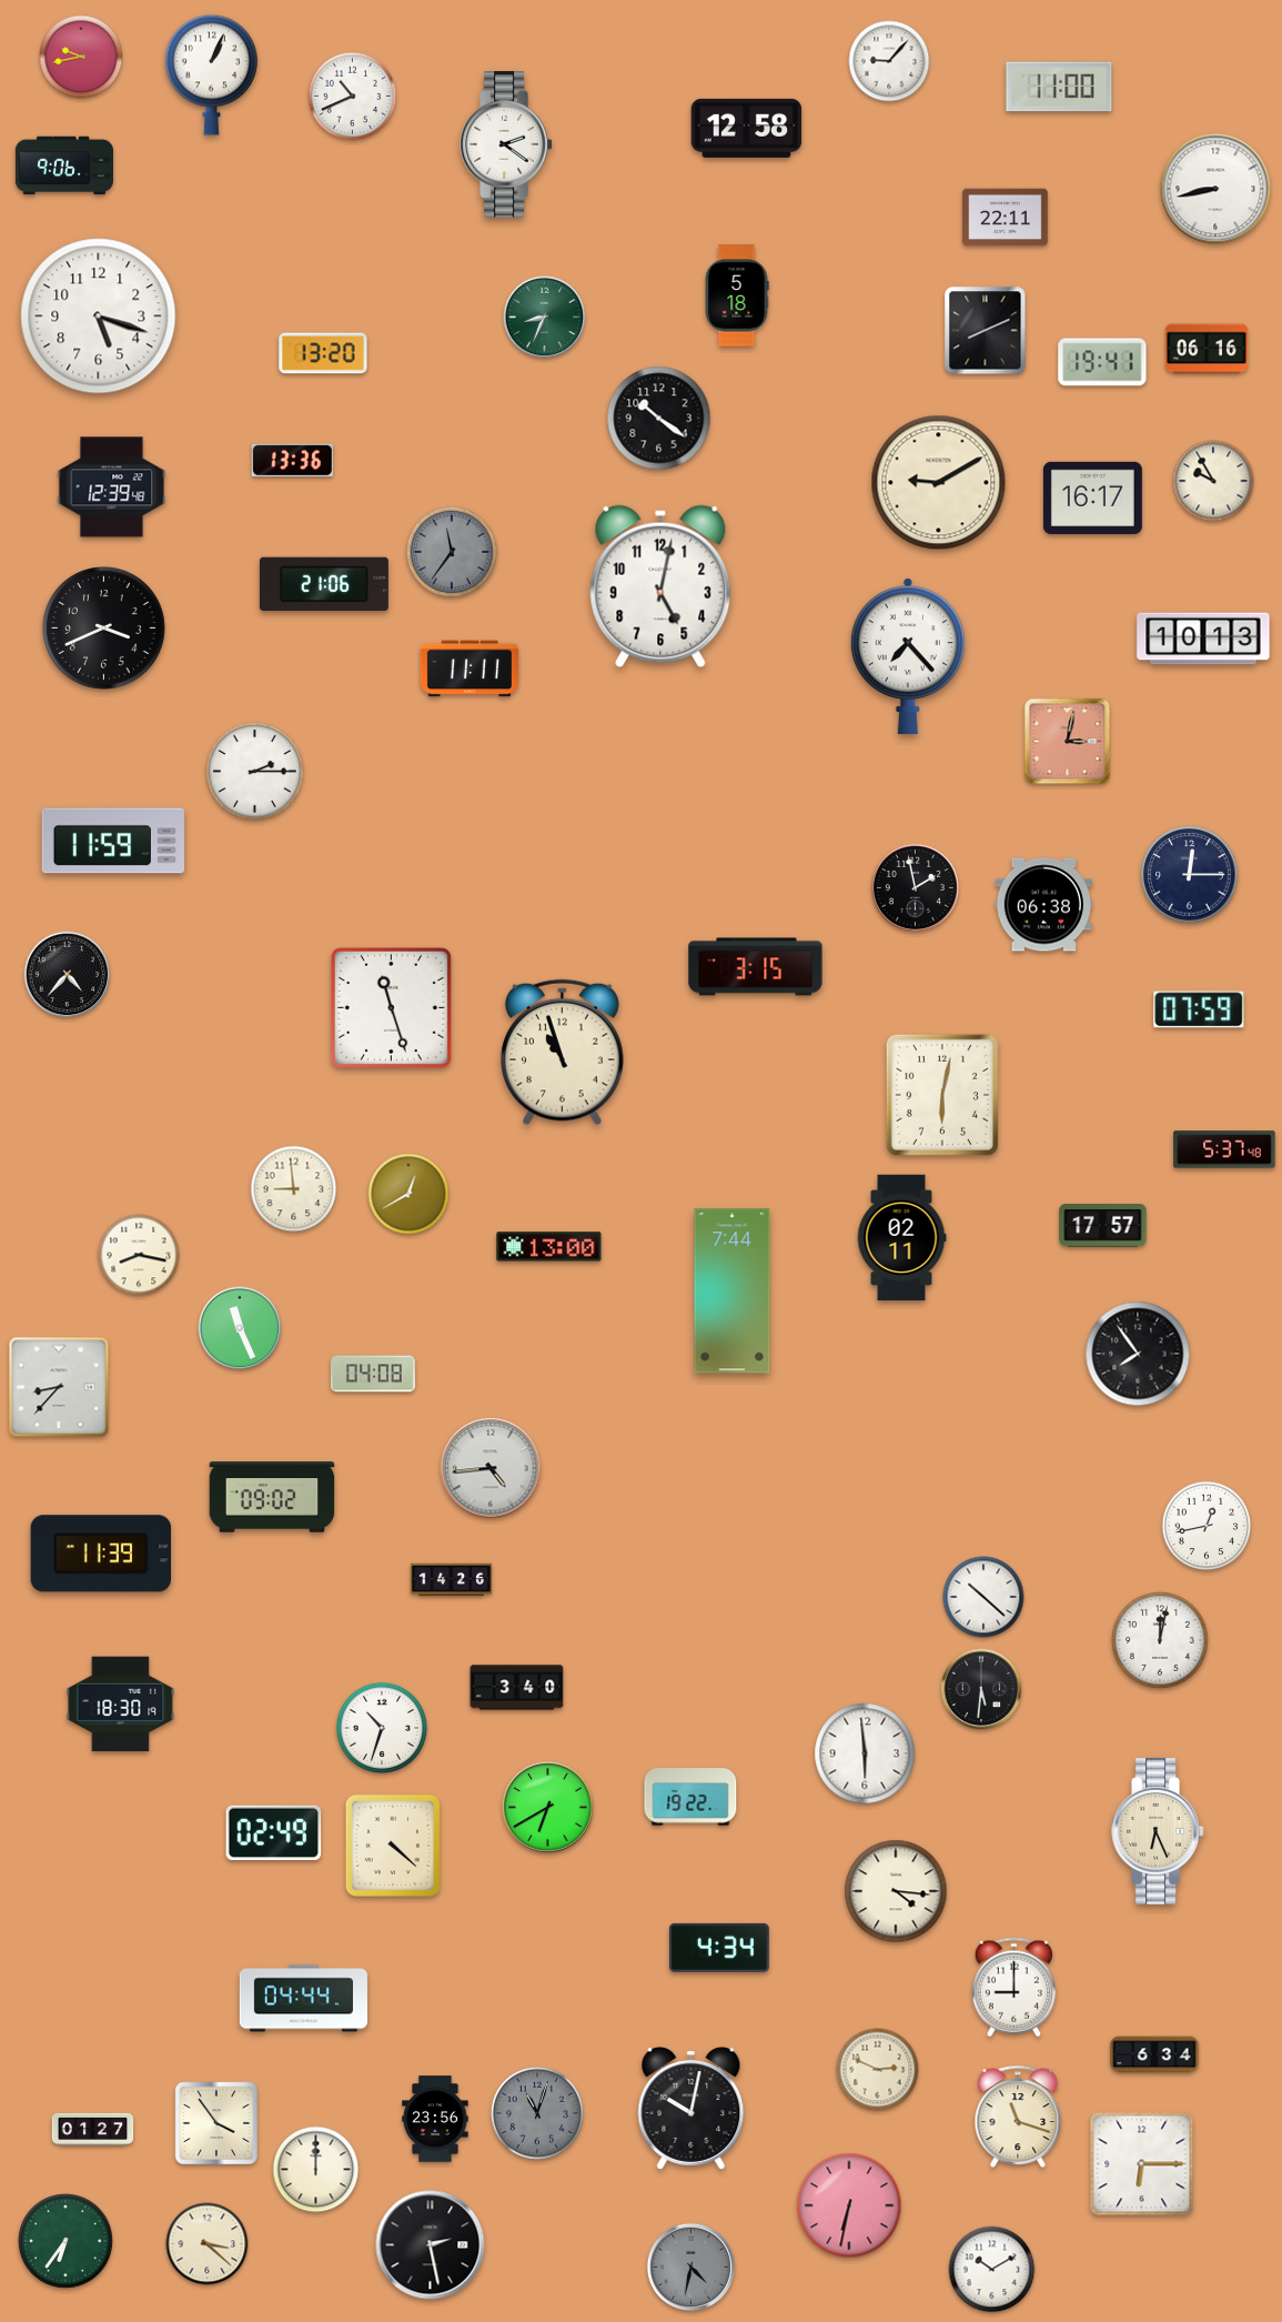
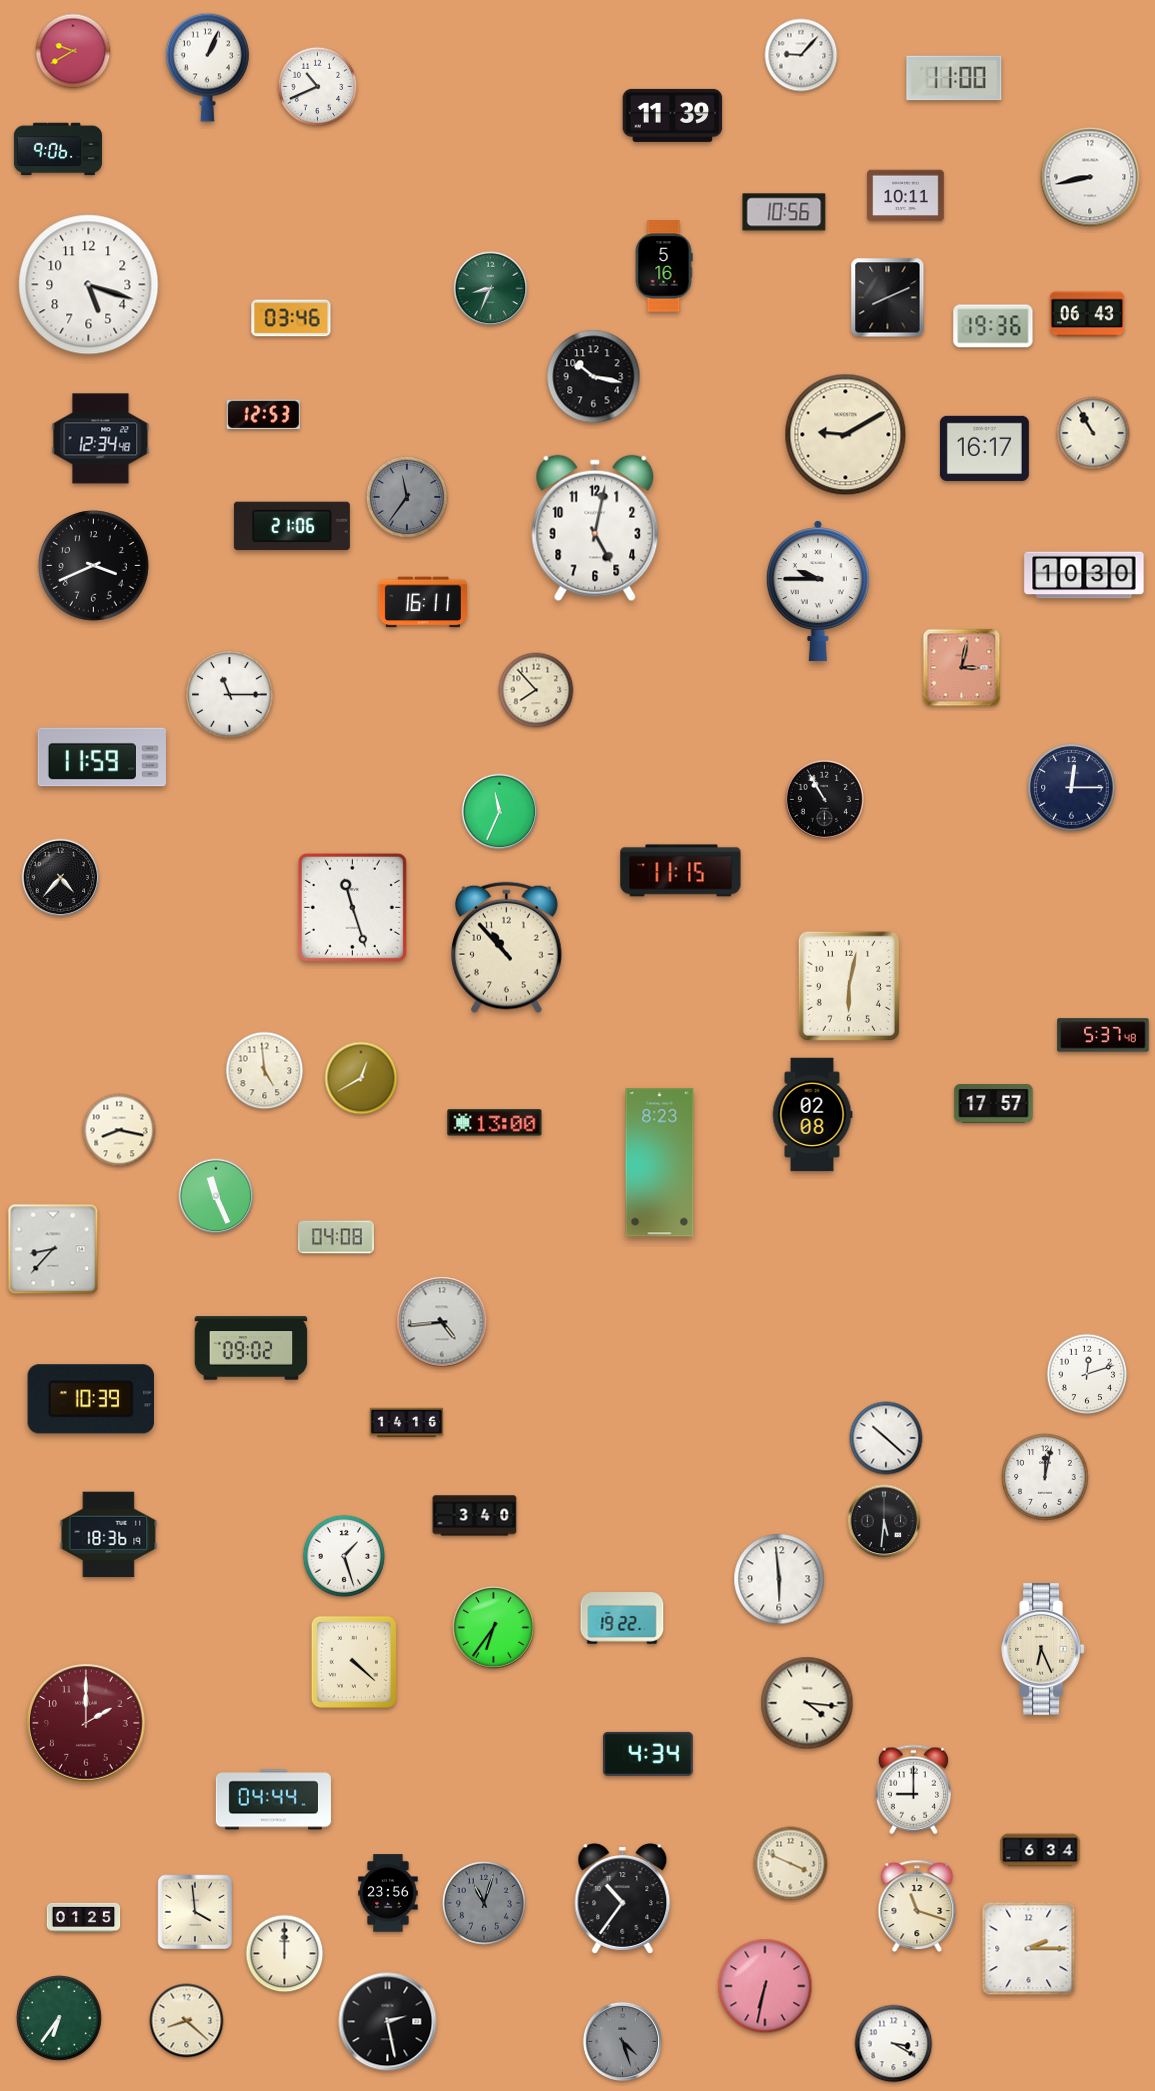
clock at (81, 57): 9:43 -> 9:40
clock at (211, 74) position: (211, 74) -> (207, 67)
clock at (747, 128): 12:58 -> 11:39
clock at (506, 144): 2:21 -> none
clock at (1215, 189) position: (1215, 189) -> (1090, 177)
clock at (1006, 218): 22:11 -> 10:11
clock at (784, 212): none -> 10:56
clock at (737, 295): 5:18 -> 5:16
clock at (545, 318) position: (545, 318) -> (491, 289)
clock at (1207, 349): 06:16 -> 06:43
clock at (323, 353): 13:20 -> 03:46
clock at (1102, 362): 19:41 -> 19:36
clock at (659, 419): 10:21 -> 10:17
clock at (292, 461): 13:36 -> 12:53
clock at (1213, 481): 9:55 -> 10:55
clock at (112, 487): 12:39 -> 12:34
clock at (1203, 639): 10:13 -> 10:30
clock at (908, 657): 7:23 -> 9:45
clock at (470, 669): 11:11 -> 16:11
clock at (536, 690): none -> 7:53
clock at (255, 772): 2:15 -> 11:15
clock at (915, 887): 1:58 -> 10:55
clock at (500, 812): none -> 11:34
clock at (1043, 905): 06:38 -> none
clock at (756, 967): 3:15 -> 11:15
clock at (1199, 1009): 07:59 -> none
clock at (563, 1053): 10:57 -> 10:53
clock at (294, 1189): 8:59 -> 4:59
clock at (408, 1194) position: (408, 1194) -> (361, 1078)
clock at (901, 1238): 02:11 -> 02:08
clock at (139, 1255) position: (139, 1255) -> (119, 1130)
clock at (733, 1291): 7:44 -> 8:23
clock at (1138, 1354): 7:54 -> none
clock at (272, 1497) position: (272, 1497) -> (251, 1348)
clock at (1207, 1526): 12:43 -> 12:12
clock at (101, 1554): 11:39 -> 10:39
clock at (452, 1580): 14:26 -> 14:16
clock at (517, 1688) position: (517, 1688) -> (475, 1516)
clock at (121, 1705): 18:30 -> 18:36
clock at (382, 1728): 10:33 -> 1:27
clock at (547, 1807): 6:40 -> 6:36
clock at (274, 1833): 02:49 -> none
clock at (86, 1723): none -> 2:00
clock at (878, 2070): 2:49 -> 3:49
clock at (692, 2109): 10:02 -> 10:36
clock at (435, 2119) position: (435, 2119) -> (388, 1893)
clock at (216, 2123): 3:54 -> 3:59
clock at (93, 2129): 01:27 -> 01:25
clock at (1142, 2164): 6:15 -> 2:15
clock at (208, 2244): 3:22 -> 8:22
clock at (690, 2266): 4:32 -> 4:27
clock at (992, 2270): 10:10 -> 3:20
